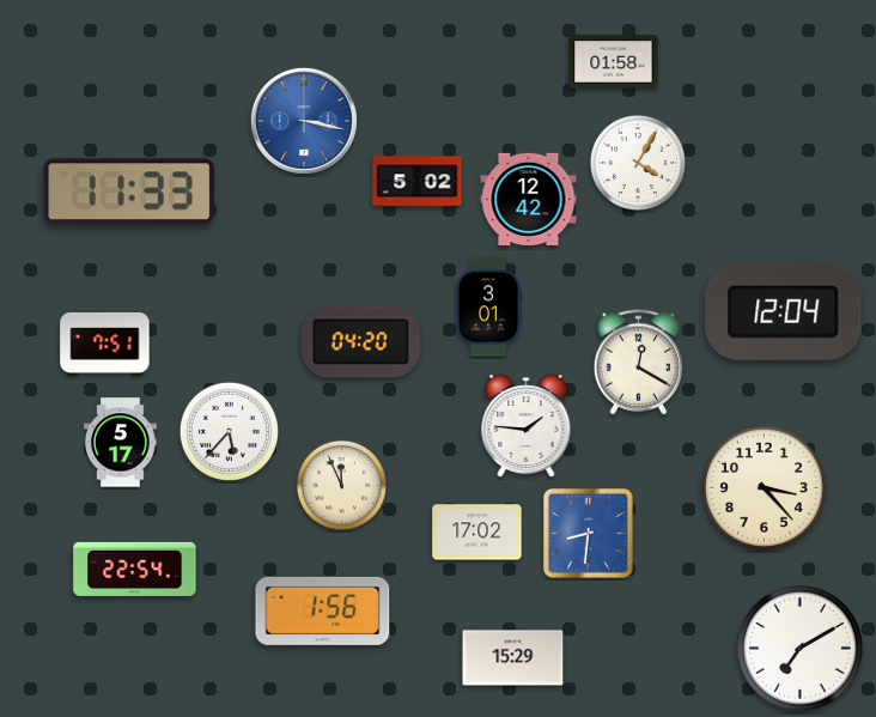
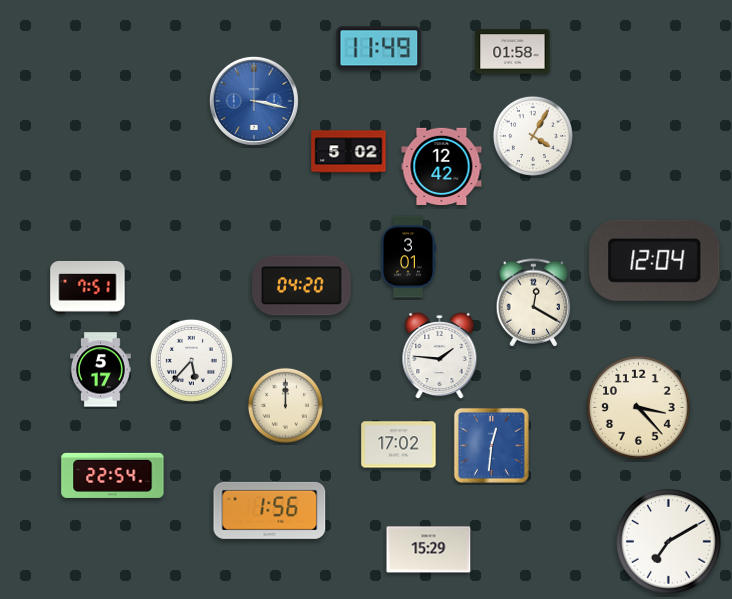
clock at (379, 48): none -> 11:49
clock at (129, 192): 11:33 -> none
clock at (341, 485): 11:56 -> 12:00
clock at (588, 533): 8:31 -> 12:31
